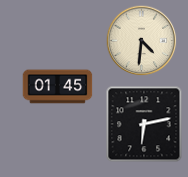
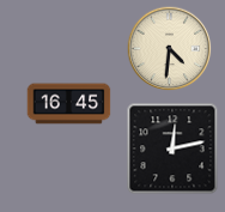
clock at (58, 87): 01:45 -> 16:45
clock at (144, 124): 6:13 -> 12:13
